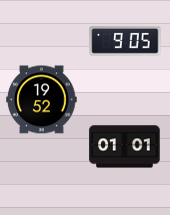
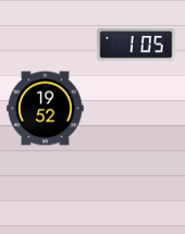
clock at (125, 41): 9:05 -> 1:05
clock at (125, 147): 01:01 -> none
